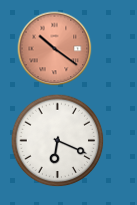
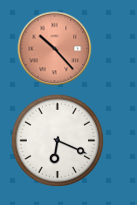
clock at (55, 49): 10:21 -> 10:23
